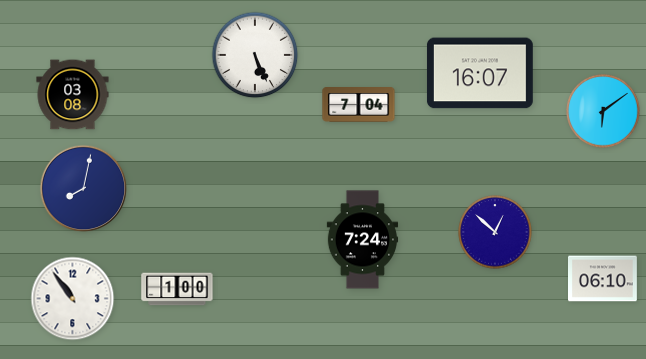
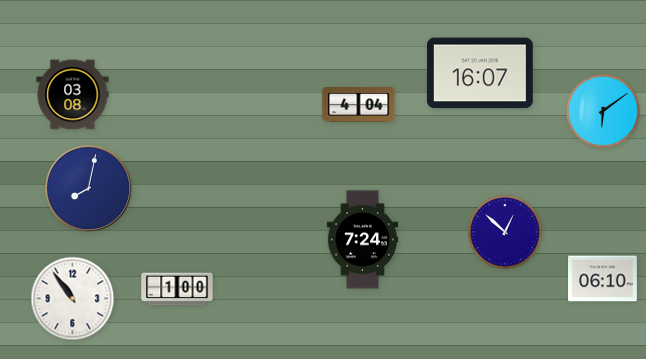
clock at (255, 55): 5:26 -> none
clock at (359, 105): 7:04 -> 4:04
clock at (84, 189) position: (84, 189) -> (89, 189)
clock at (495, 232) position: (495, 232) -> (505, 232)
